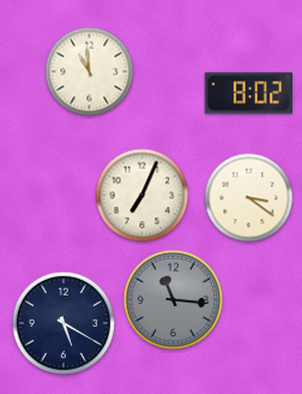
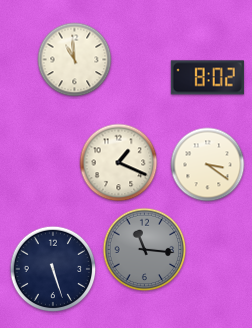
clock at (143, 196): 7:04 -> 1:19
clock at (64, 323): 5:20 -> 5:27
